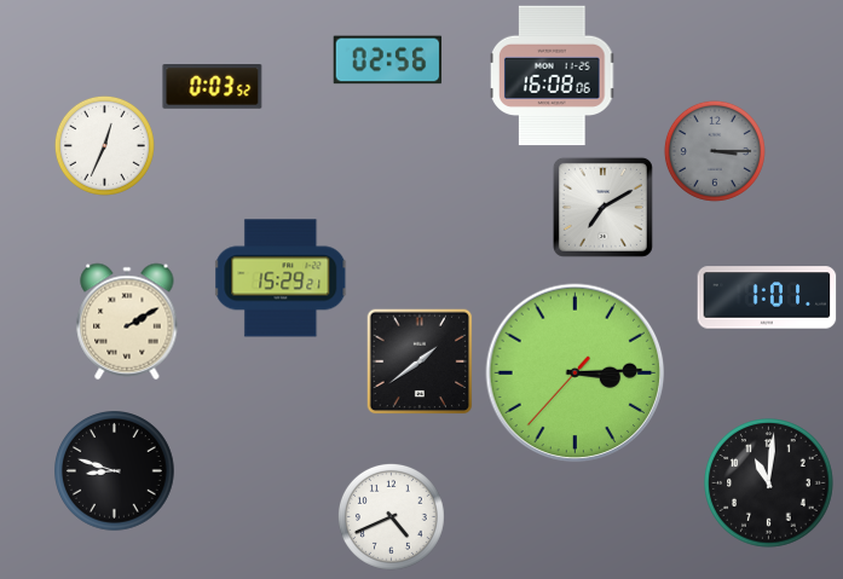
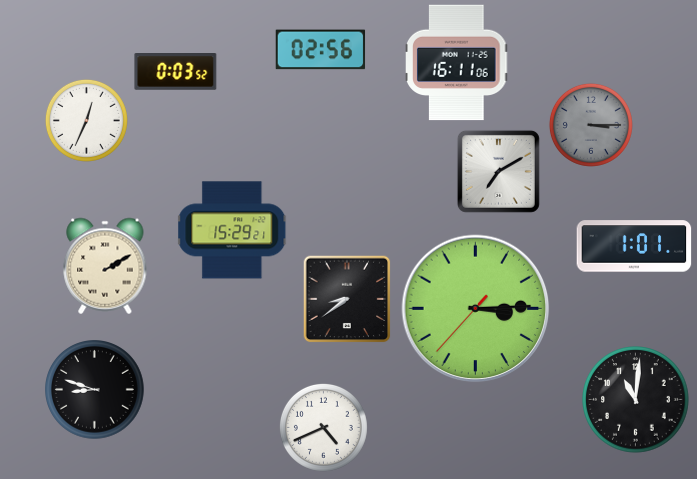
clock at (553, 76): 16:08 -> 16:11
clock at (420, 361): 1:39 -> 8:39
